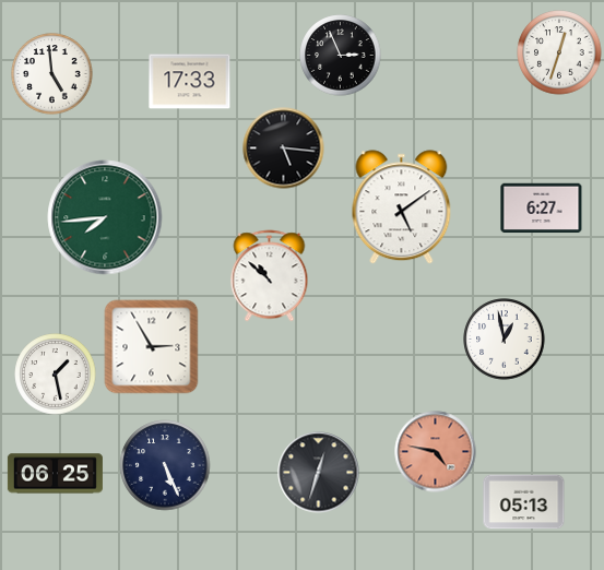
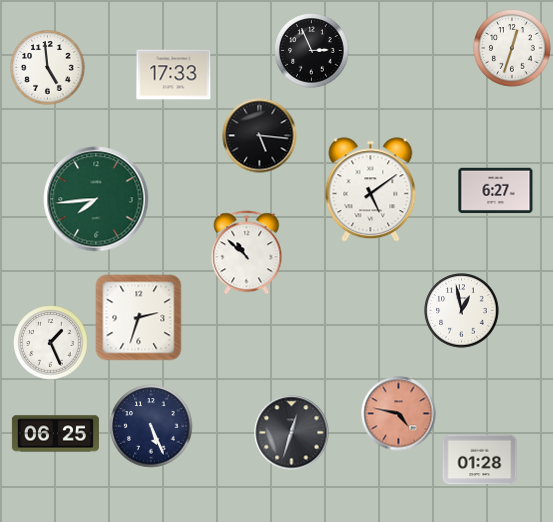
clock at (402, 207) position: (402, 207) -> (371, 190)
clock at (152, 347): 2:55 -> 2:33
clock at (56, 375): 1:28 -> 1:26
clock at (55, 474) position: (55, 474) -> (55, 434)
clock at (524, 502): 05:13 -> 01:28
